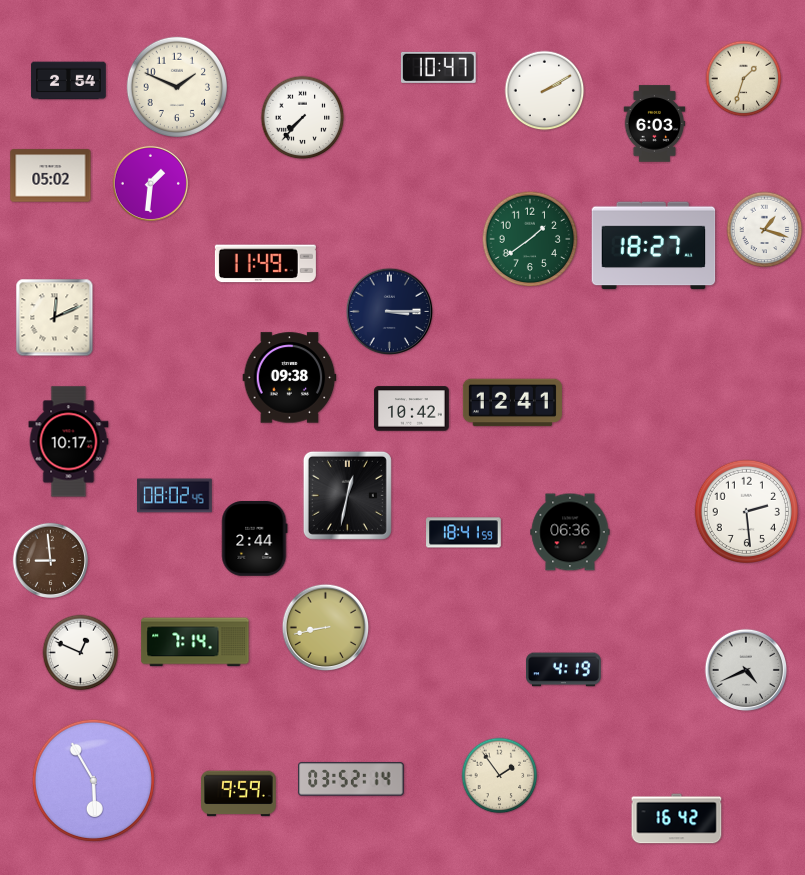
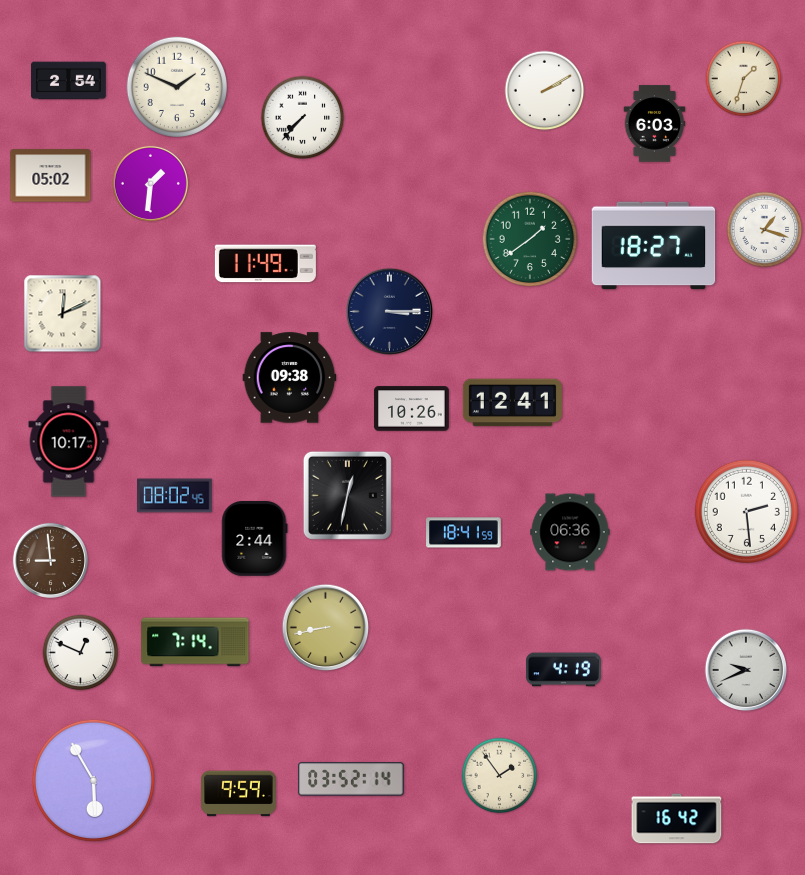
clock at (439, 67): 10:47 -> none
clock at (55, 318) position: (55, 318) -> (63, 314)
clock at (412, 409): 10:42 -> 10:26
clock at (746, 670): 4:41 -> 9:41
